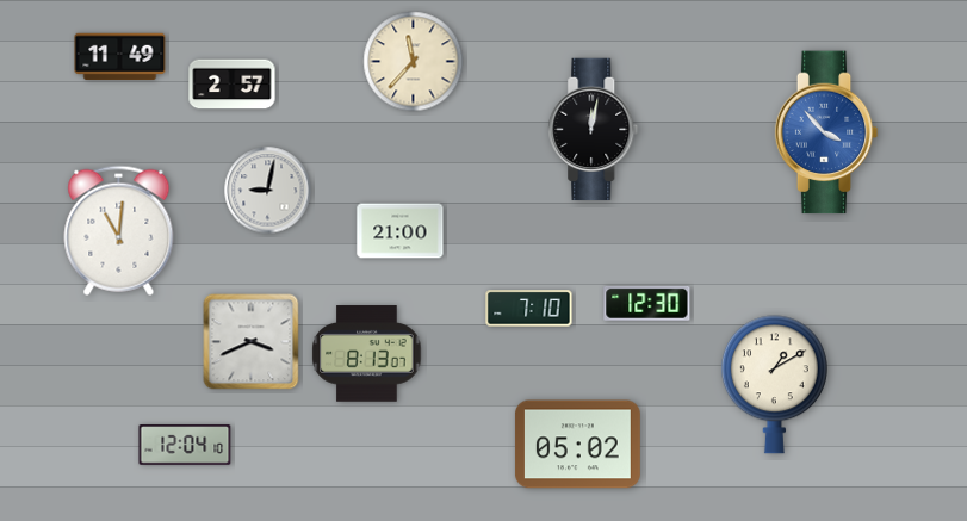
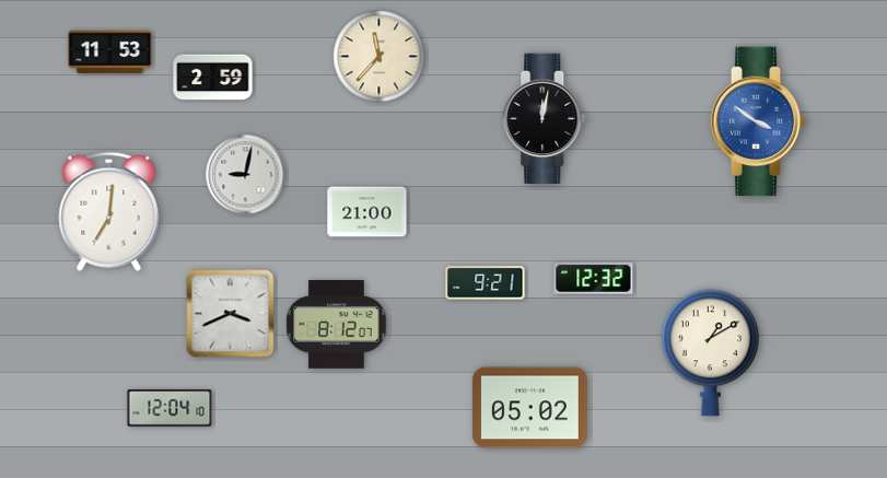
clock at (120, 57): 11:49 -> 11:53
clock at (233, 85): 2:57 -> 2:59
clock at (826, 132): 3:53 -> 3:51
clock at (119, 230): 11:01 -> 7:01
clock at (647, 303): 12:30 -> 12:32
clock at (529, 309): 7:10 -> 9:21
clock at (367, 354): 8:13 -> 8:12
